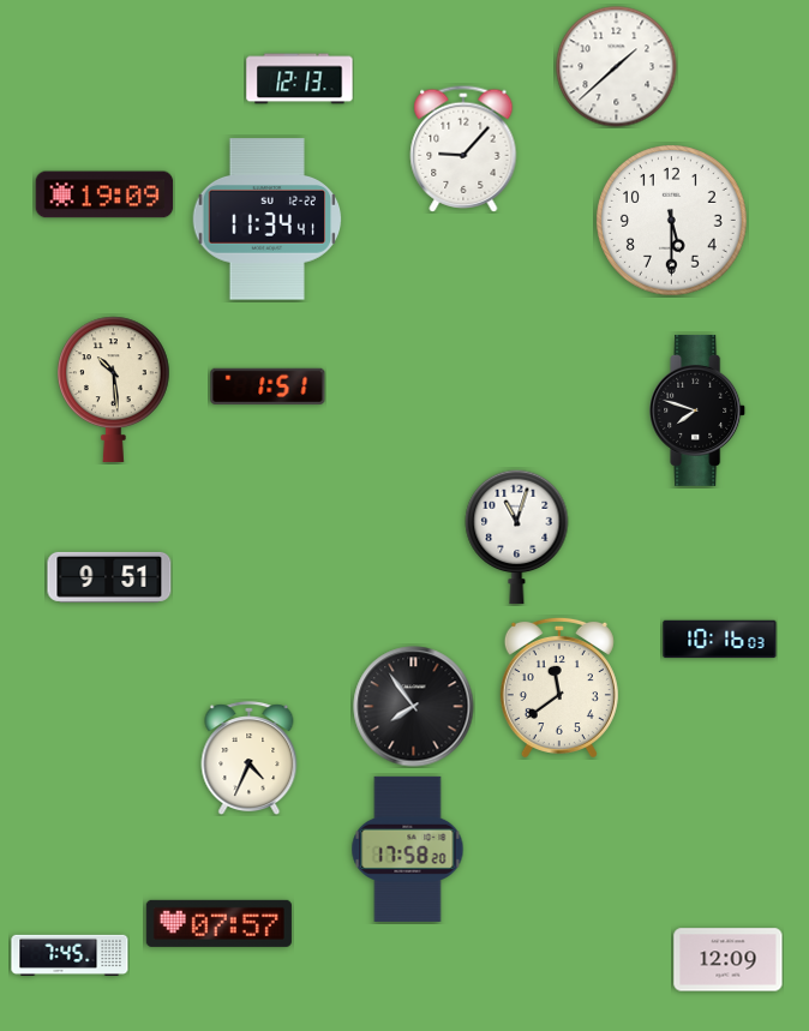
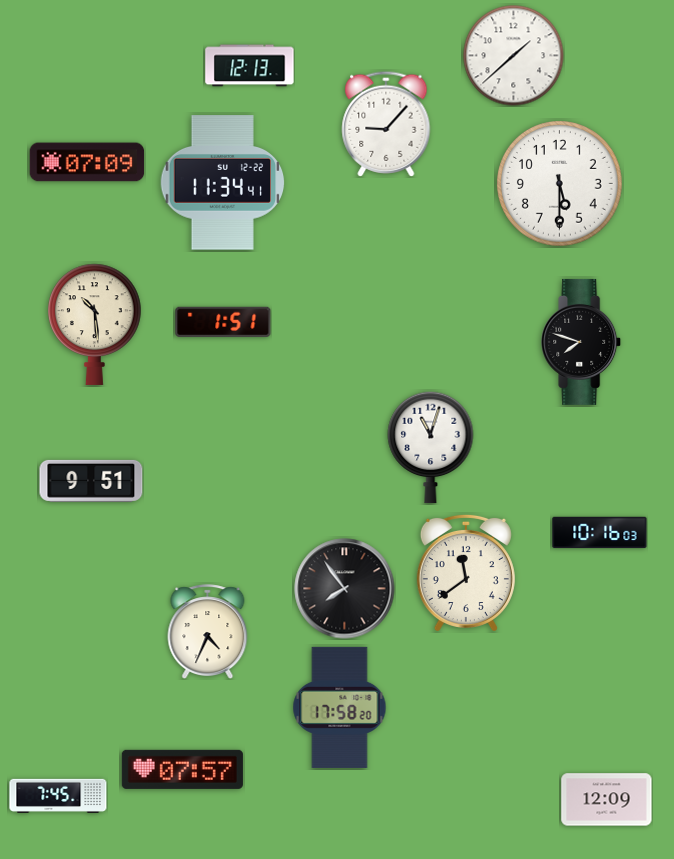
clock at (104, 194): 19:09 -> 07:09
